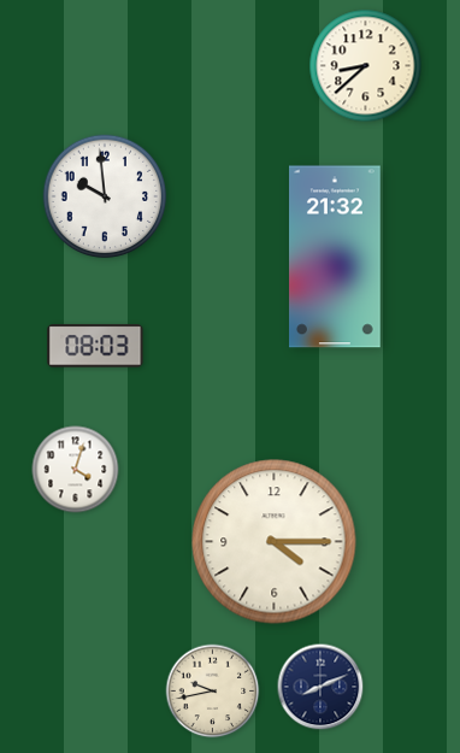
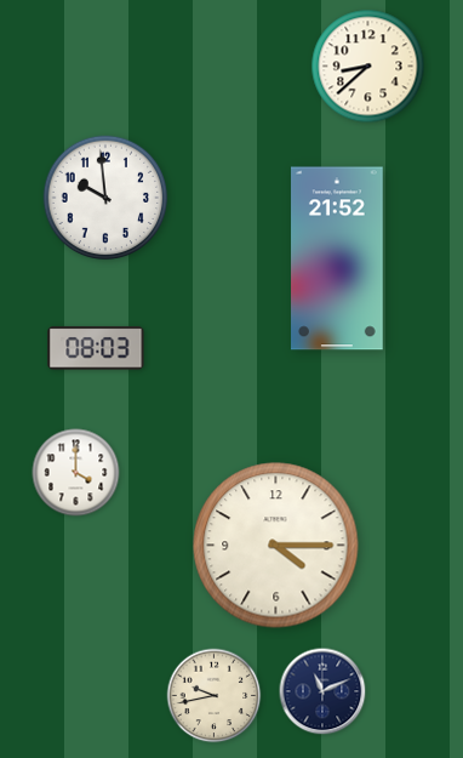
clock at (336, 257): 21:32 -> 21:52
clock at (76, 470): 4:03 -> 4:00
clock at (320, 687): 8:11 -> 11:11
